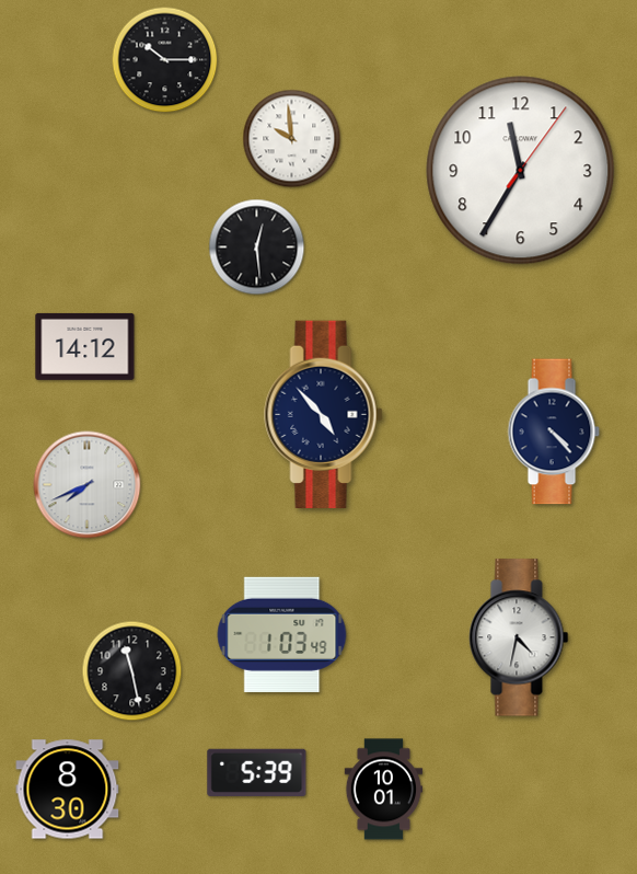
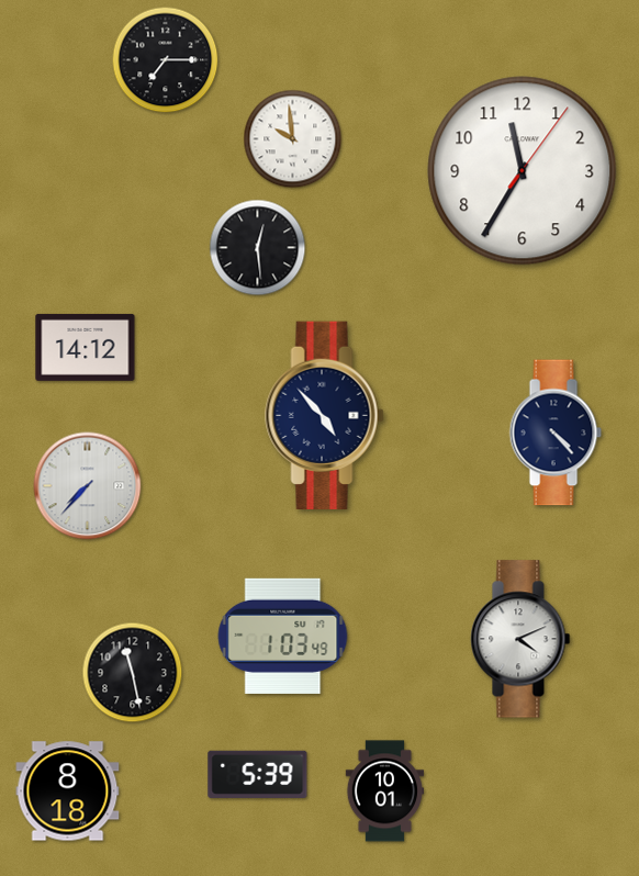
clock at (165, 60): 10:15 -> 7:15
clock at (88, 485): 7:41 -> 7:37
clock at (519, 637): 4:32 -> 4:11
clock at (68, 790): 8:30 -> 8:18
